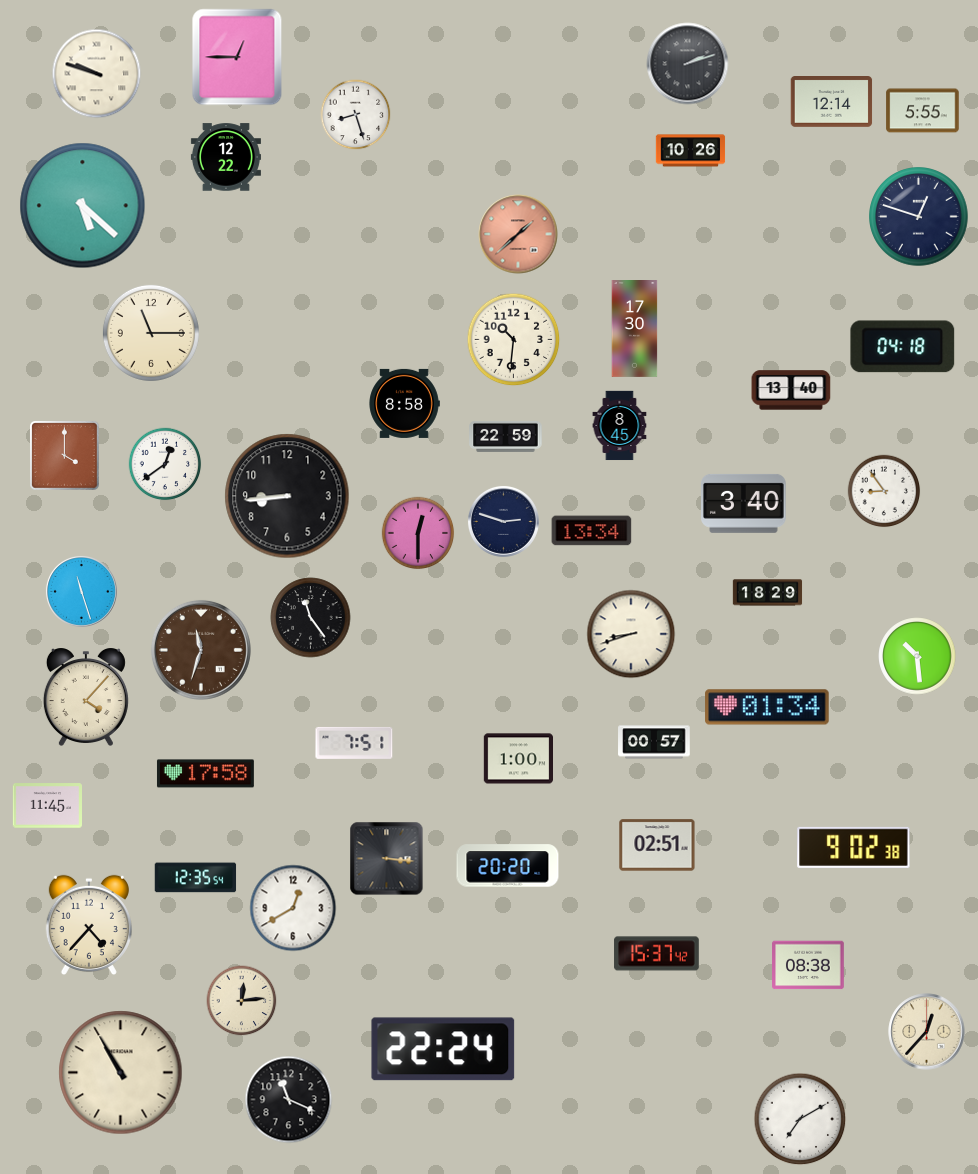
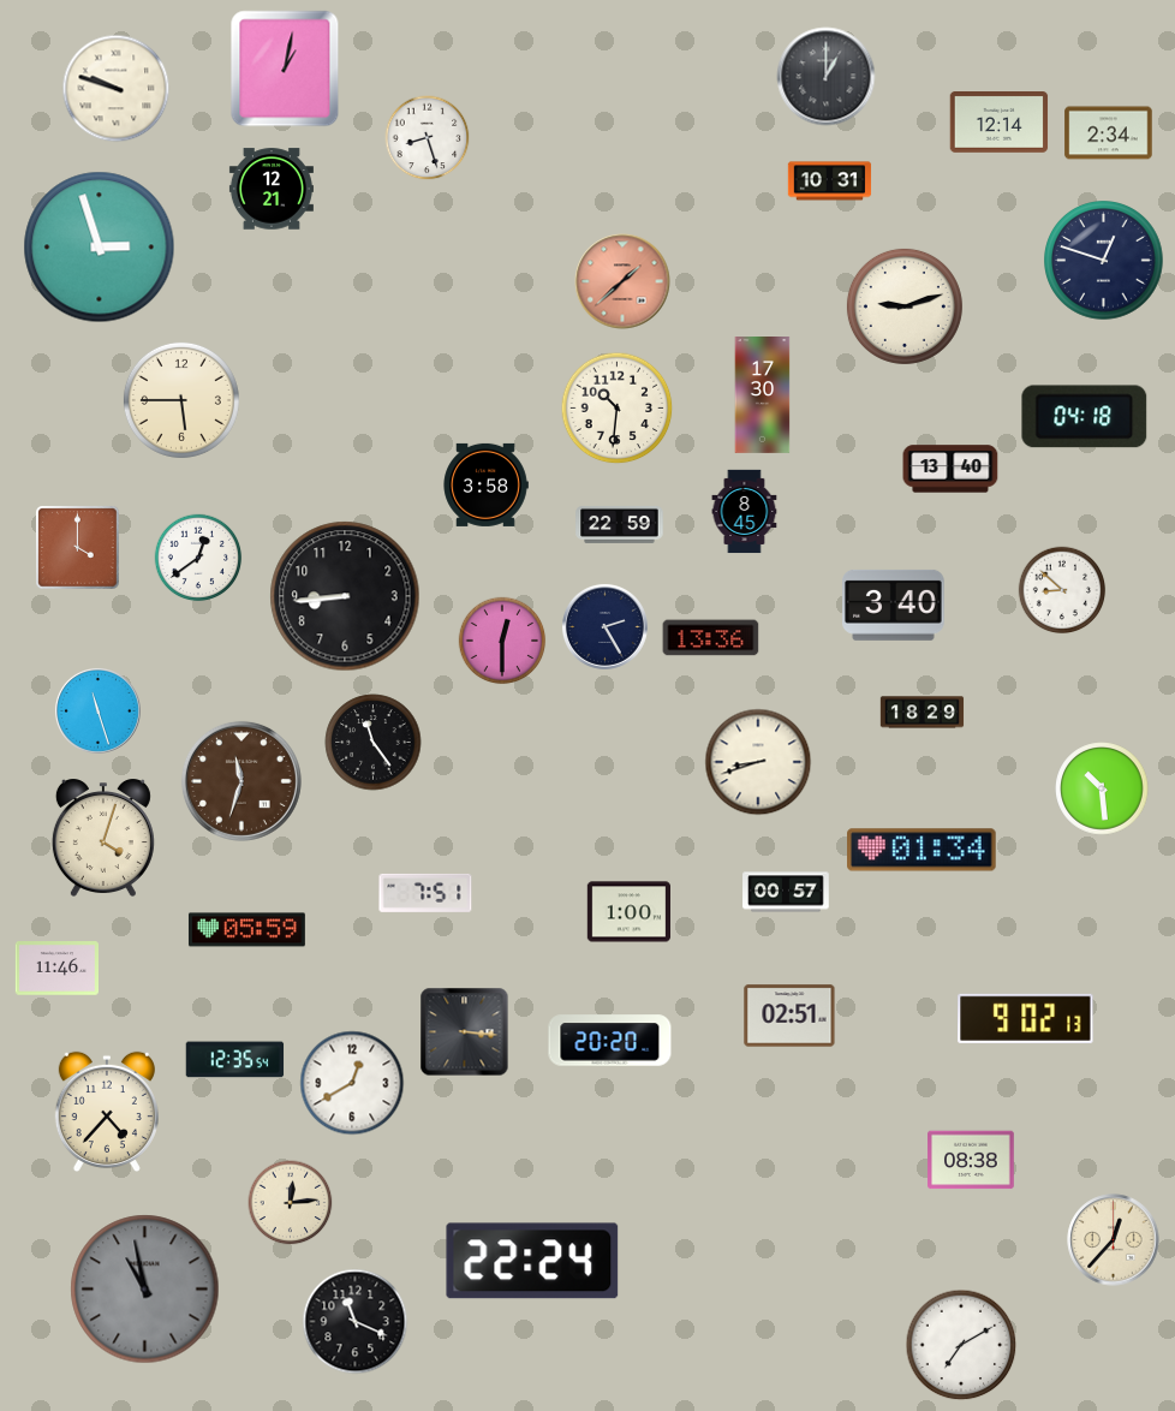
clock at (237, 57): 12:45 -> 1:02
clock at (688, 64): 2:12 -> 1:00
clock at (923, 111): 5:55 -> 2:34
clock at (691, 151): 10:26 -> 10:31
clock at (226, 157): 12:22 -> 12:21
clock at (83, 206): 5:22 -> 2:57
clock at (905, 306): none -> 9:12
clock at (151, 333): 11:15 -> 5:45
clock at (404, 403): 8:58 -> 3:58
clock at (506, 436) position: (506, 436) -> (620, 524)
clock at (884, 491): 8:54 -> 8:52
clock at (503, 521): 2:48 -> 2:25
clock at (592, 531): 13:34 -> 13:36
clock at (86, 697): 4:07 -> 4:03
clock at (518, 759) position: (518, 759) -> (628, 912)
clock at (205, 774): 17:58 -> 05:59
clock at (47, 806): 11:45 -> 11:46
clock at (854, 847): 9:02:38 -> 9:02:13
clock at (196, 878) position: (196, 878) -> (235, 1060)
clock at (293, 908) position: (293, 908) -> (352, 1083)
clock at (657, 954): 15:37 -> none
clock at (121, 1073): 10:55 -> 10:58
clock at (121, 1073) dial: cream -> grey
clock at (289, 1100) position: (289, 1100) -> (356, 1322)
